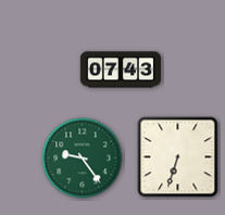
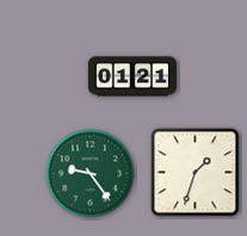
clock at (121, 69): 07:43 -> 01:21
clock at (178, 157): 6:33 -> 1:33
